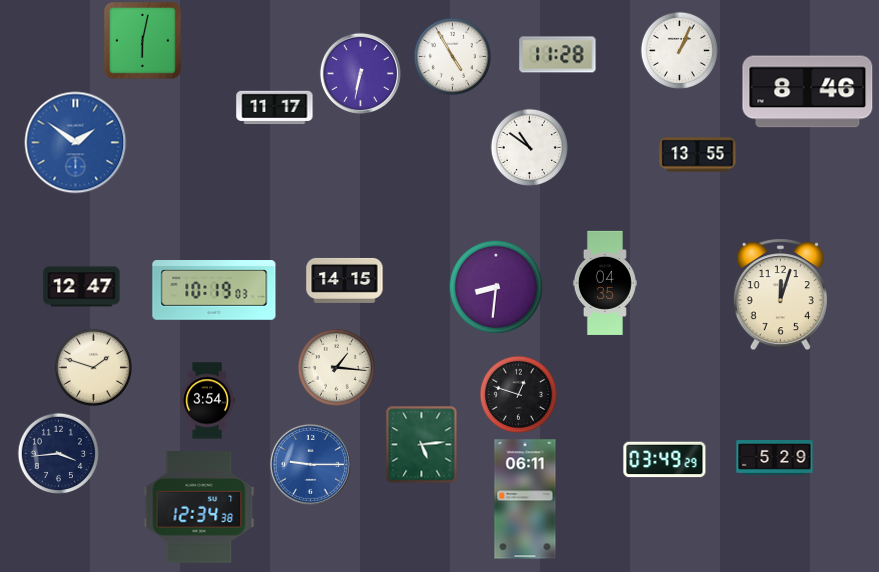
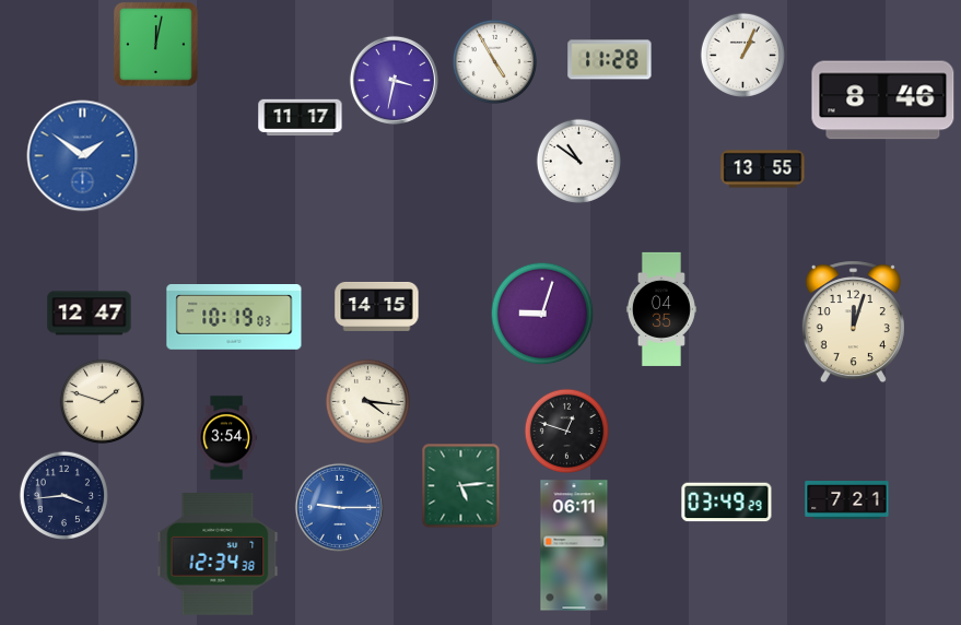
clock at (142, 40): 6:02 -> 12:02
clock at (360, 73): 6:32 -> 3:32
clock at (496, 287): 8:31 -> 9:03
clock at (336, 367): 1:16 -> 4:16
clock at (775, 458): 5:29 -> 7:21
